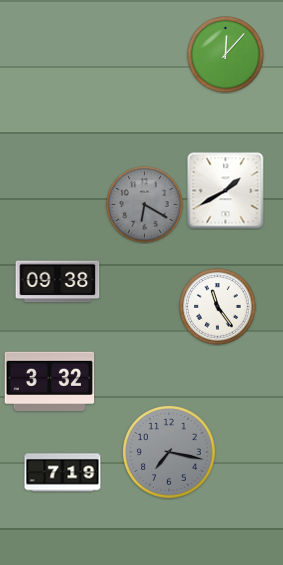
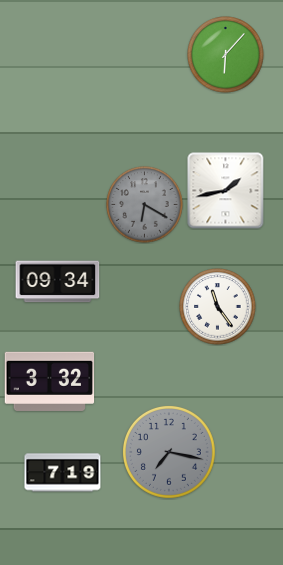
clock at (226, 55): 12:07 -> 6:07
clock at (226, 191): 1:40 -> 1:43
clock at (58, 282): 09:38 -> 09:34
